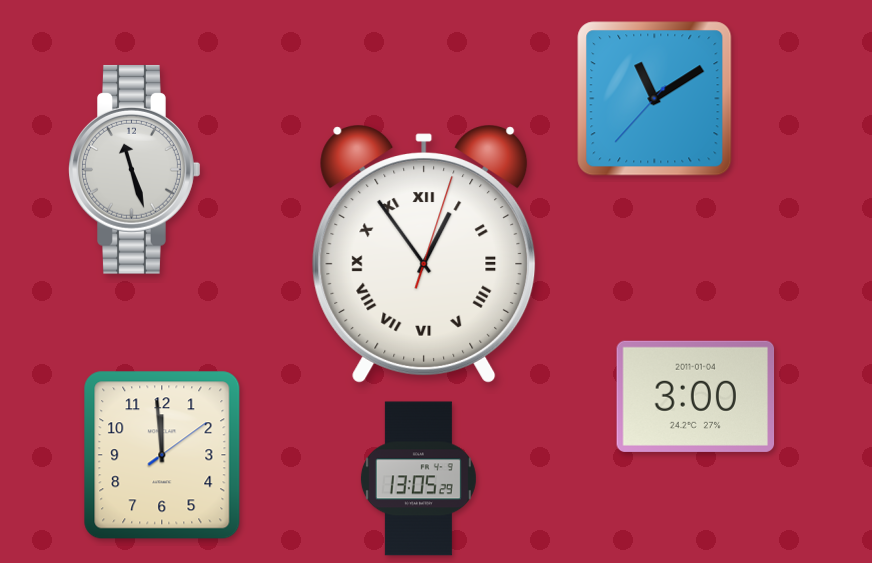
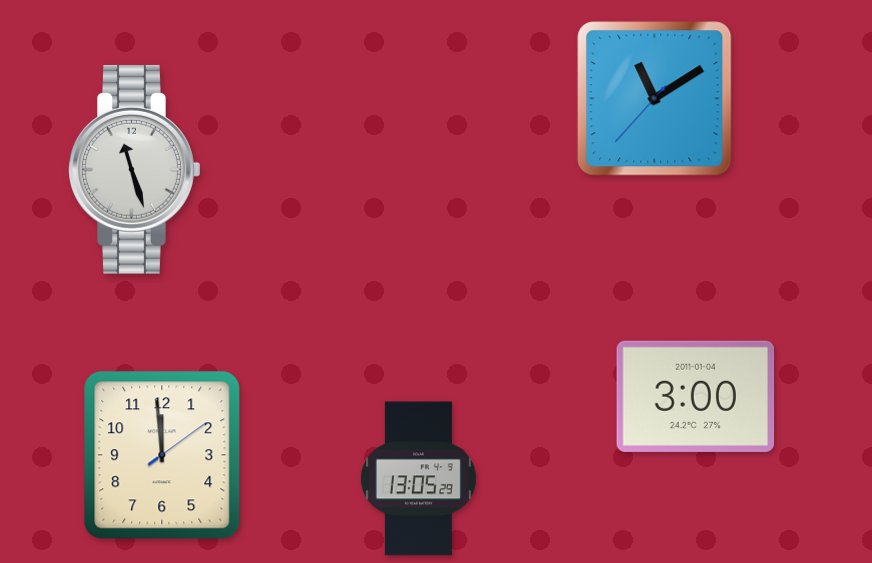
clock at (424, 254): 12:54 -> none
